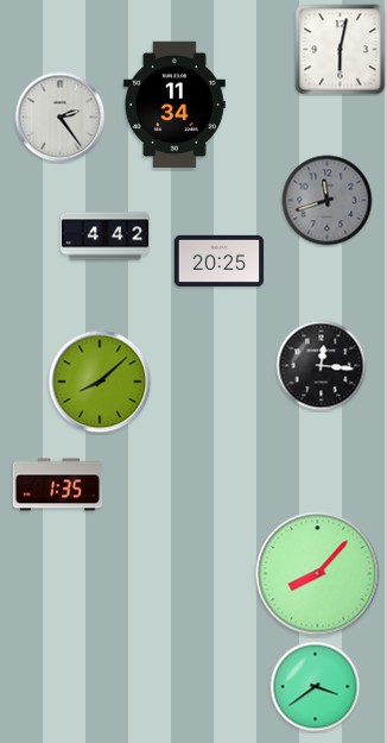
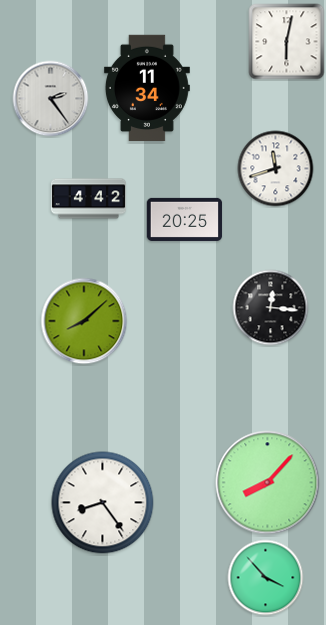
clock at (328, 201) dial: grey -> white
clock at (58, 485): 1:35 -> none
clock at (103, 503): none -> 8:24
clock at (316, 687): 3:39 -> 3:53
